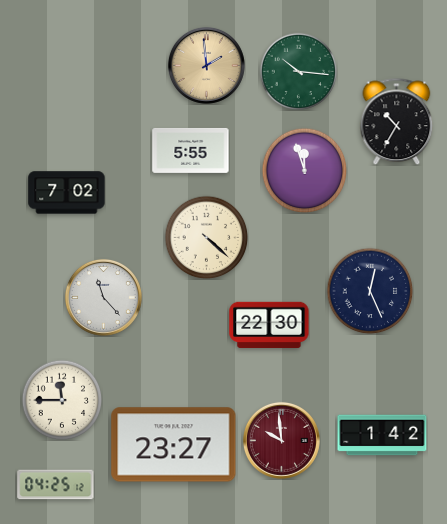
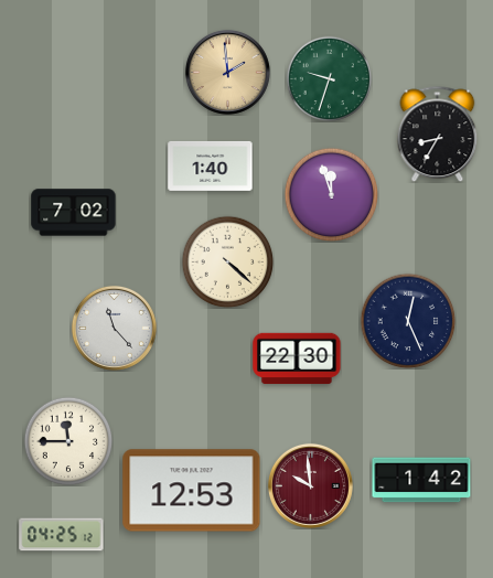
clock at (298, 71): 10:16 -> 9:33
clock at (397, 121): 10:35 -> 8:35
clock at (191, 150): 5:55 -> 1:40
clock at (304, 170) position: (304, 170) -> (331, 194)
clock at (174, 445): 23:27 -> 12:53
